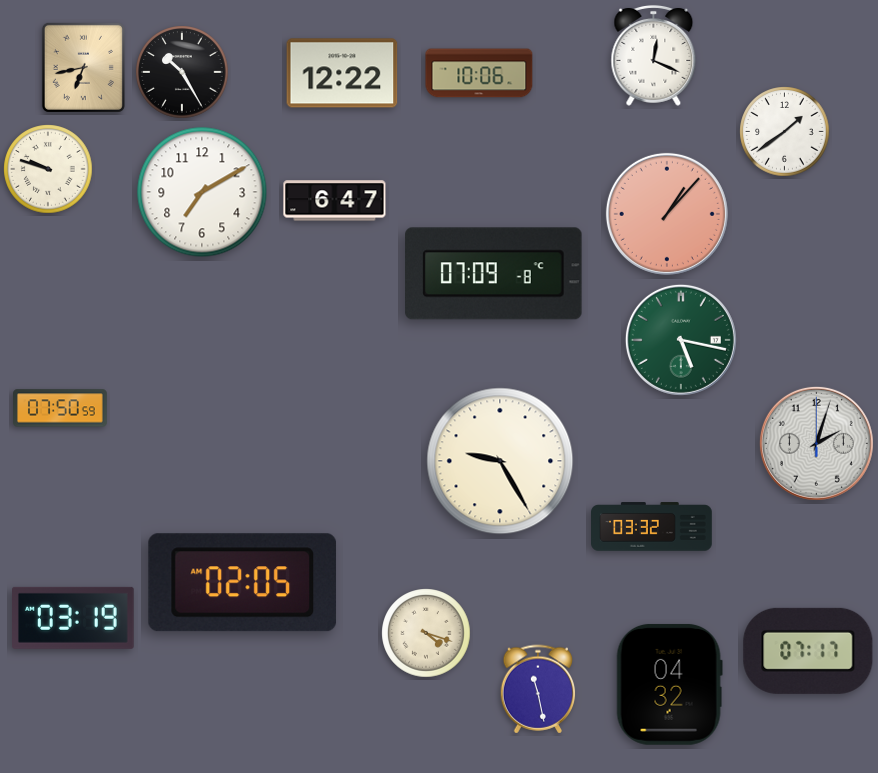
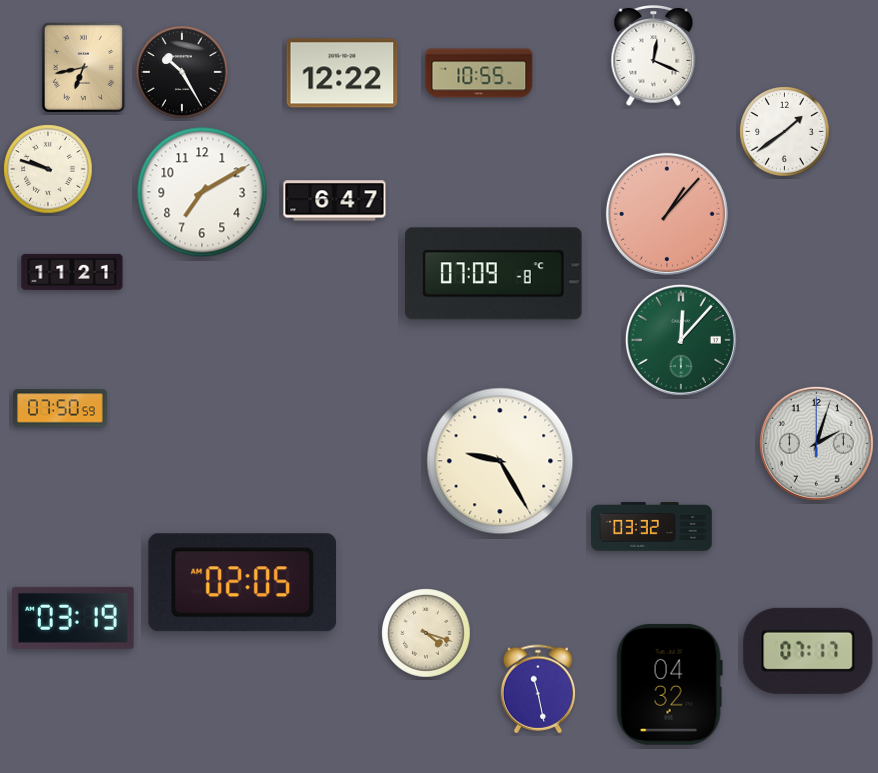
clock at (479, 73): 10:06 -> 10:55
clock at (72, 272): none -> 11:21
clock at (681, 340): 5:17 -> 12:07
